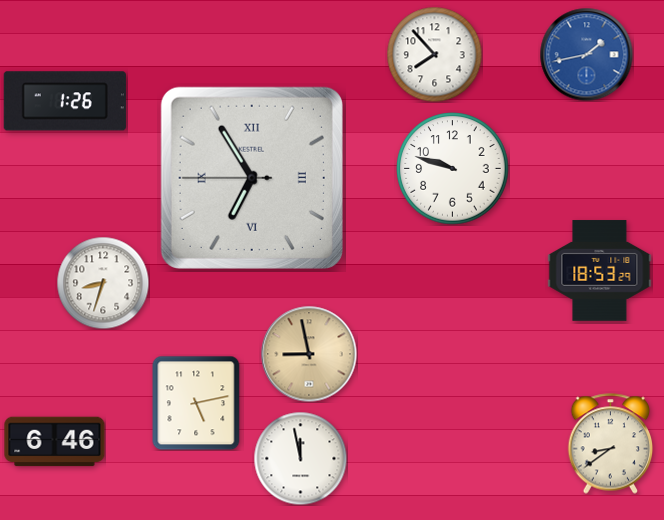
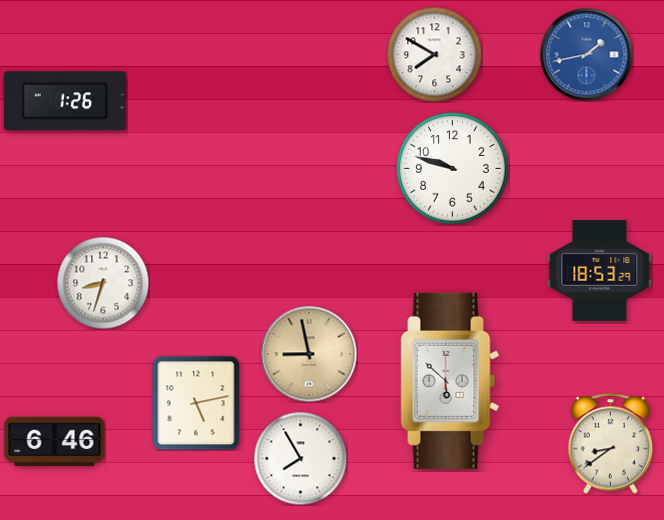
clock at (434, 54): 7:53 -> 7:50
clock at (252, 178): 6:54 -> none
clock at (450, 381): none -> 5:52
clock at (300, 458): 11:58 -> 7:55
